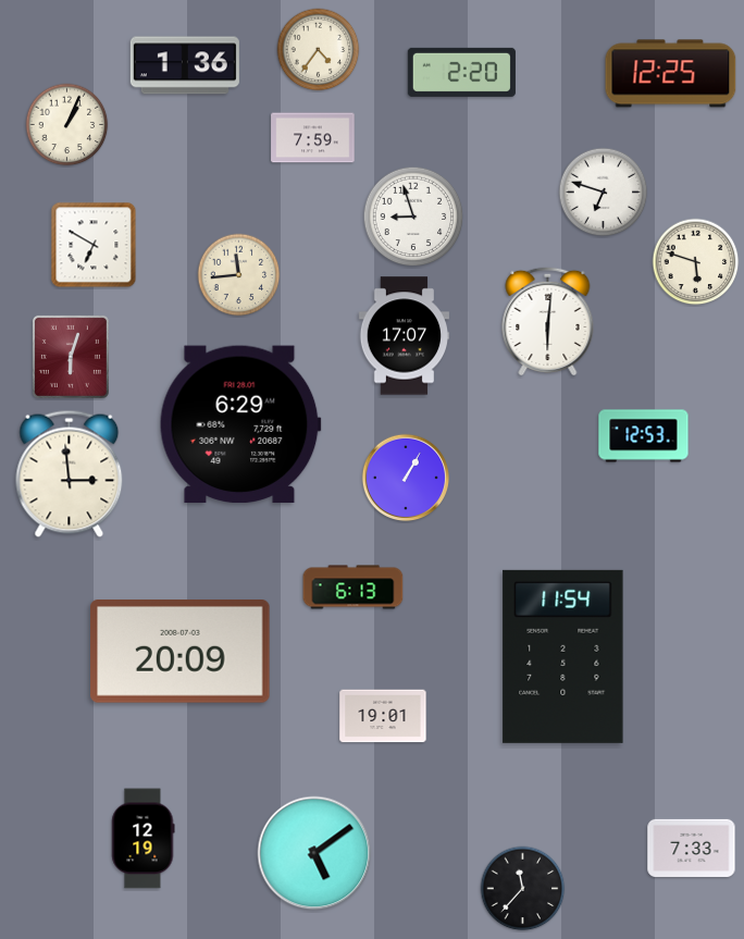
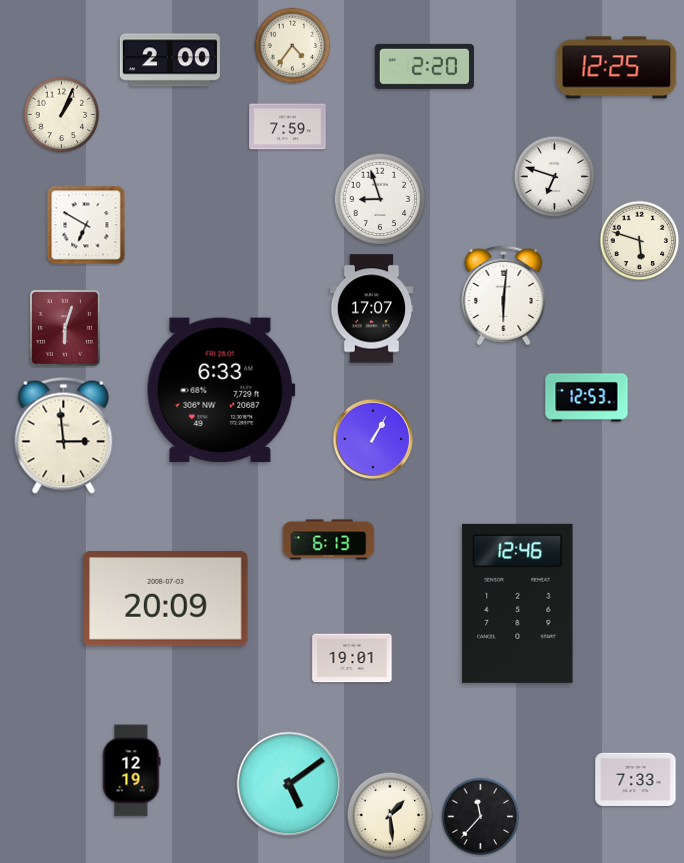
clock at (185, 65): 1:36 -> 2:00
clock at (239, 275): 11:44 -> none
clock at (240, 424): 6:29 -> 6:33
clock at (644, 436) position: (644, 436) -> (587, 398)
clock at (354, 588) position: (354, 588) -> (329, 540)
clock at (563, 656): 11:54 -> 12:46
clock at (390, 815): none -> 1:29
